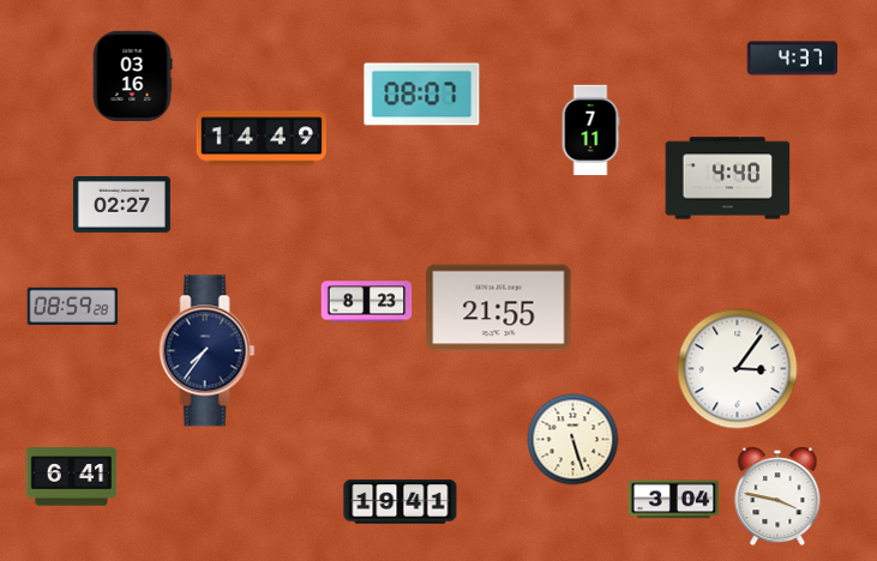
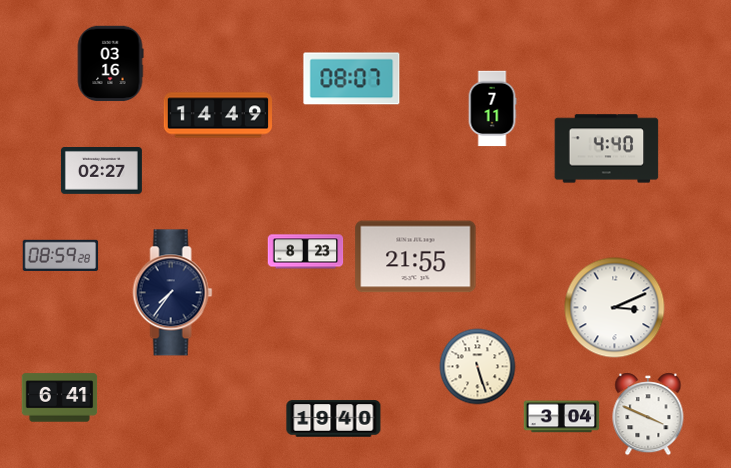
clock at (793, 59): 4:37 -> none
clock at (738, 369): 3:06 -> 3:11
clock at (777, 496): 3:47 -> 3:49
clock at (401, 502): 19:41 -> 19:40
